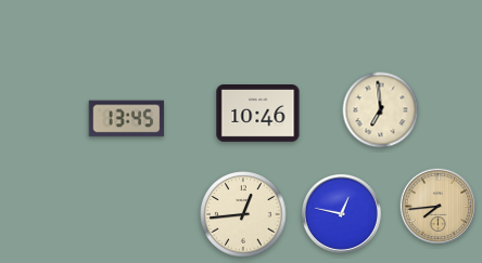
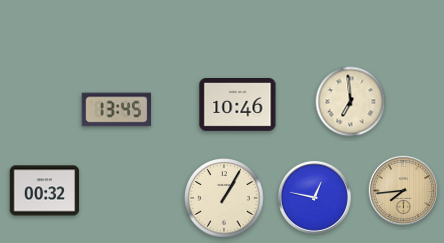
clock at (45, 191): none -> 00:32
clock at (243, 214): 12:44 -> 1:05
